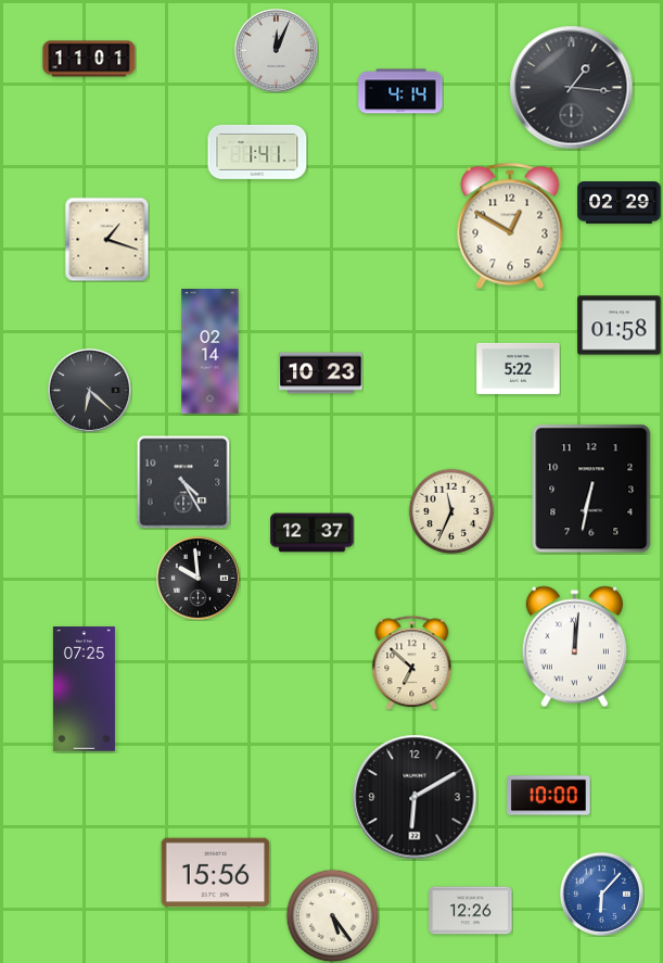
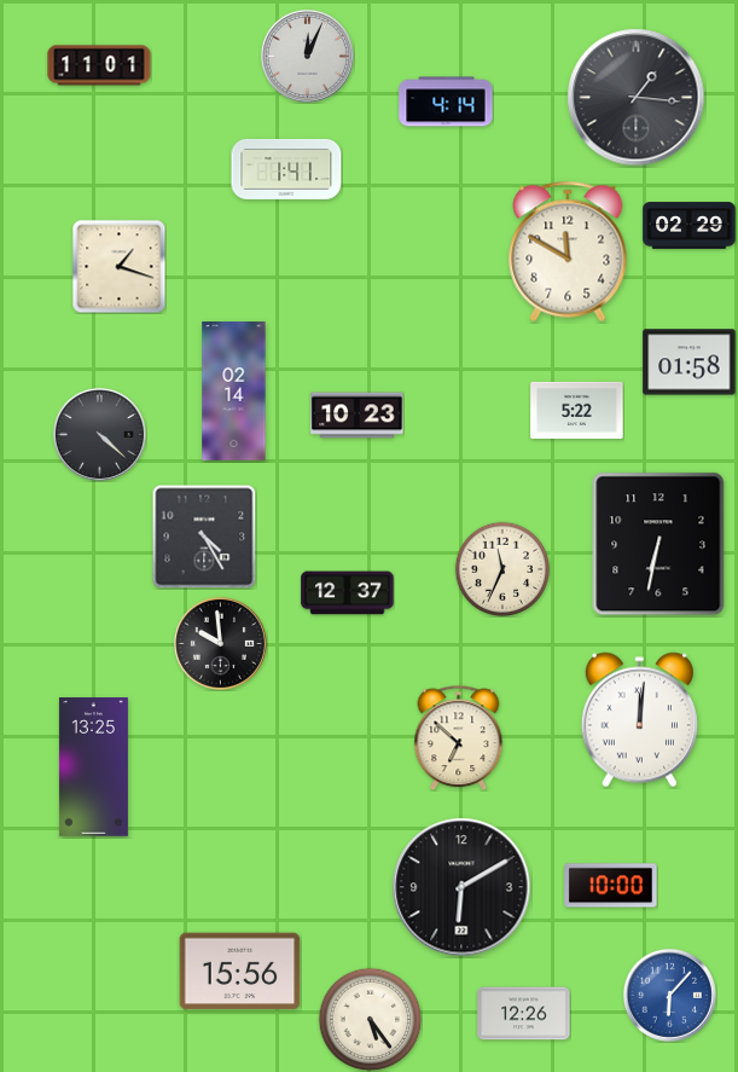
clock at (510, 226): 12:50 -> 11:50
clock at (89, 390): 6:22 -> 4:22
clock at (84, 689): 07:25 -> 13:25
